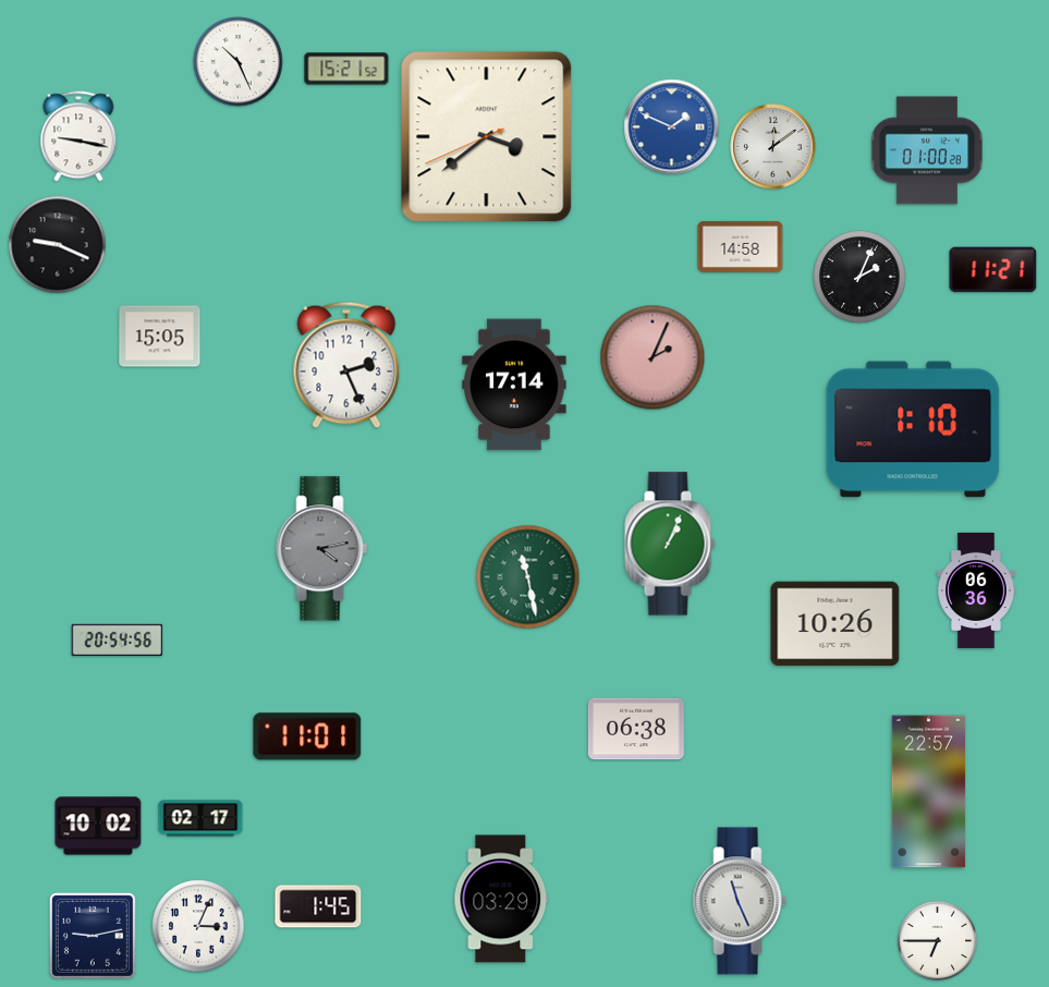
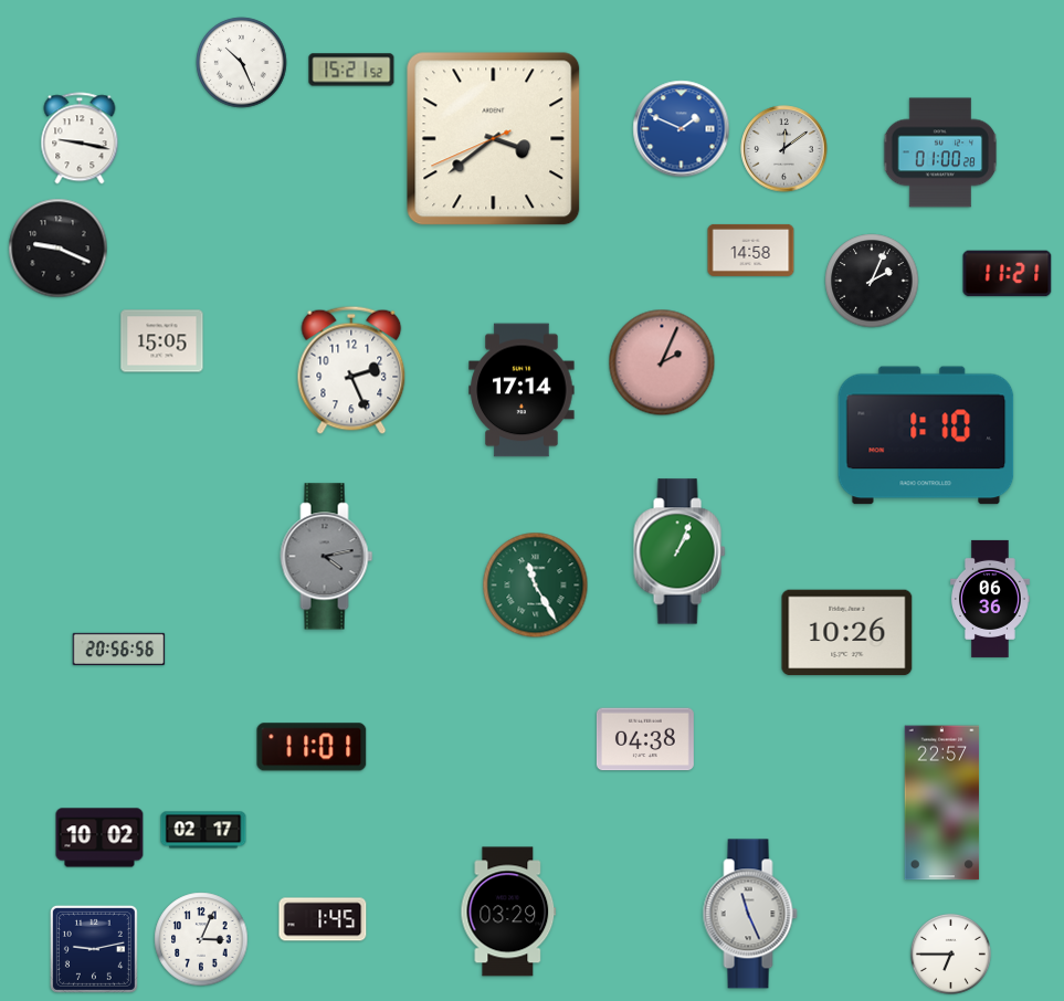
clock at (528, 577): 11:28 -> 11:25
clock at (118, 639): 20:54 -> 20:56
clock at (636, 729): 06:38 -> 04:38
